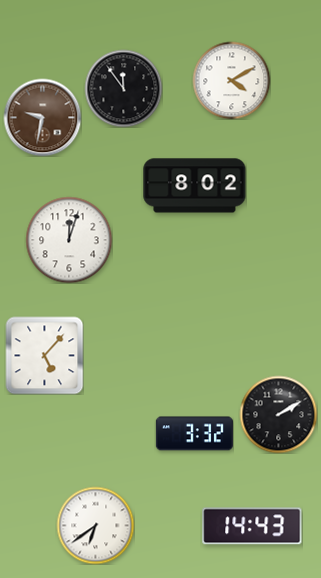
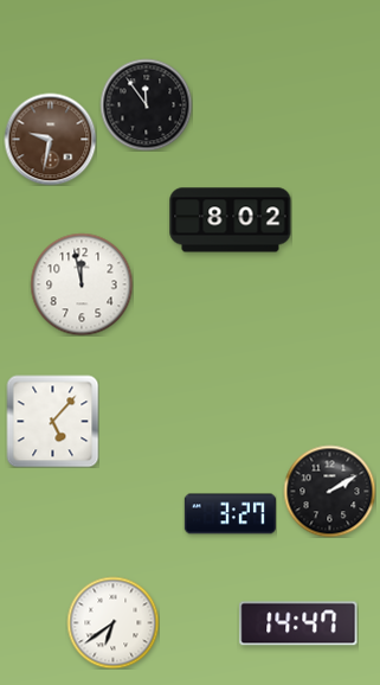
clock at (231, 80): 4:10 -> none
clock at (69, 240): 12:03 -> 11:58
clock at (194, 434): 3:32 -> 3:27
clock at (252, 526): 14:43 -> 14:47
